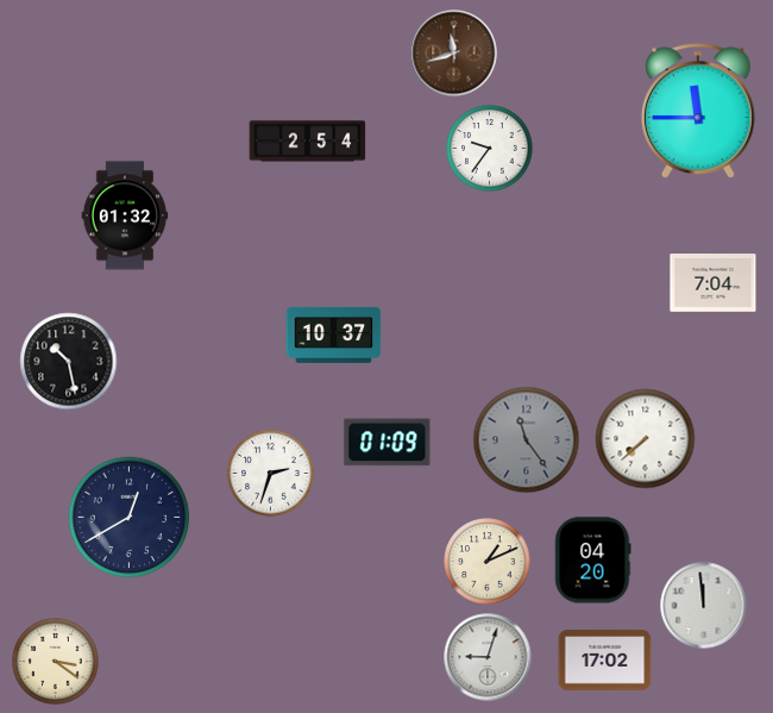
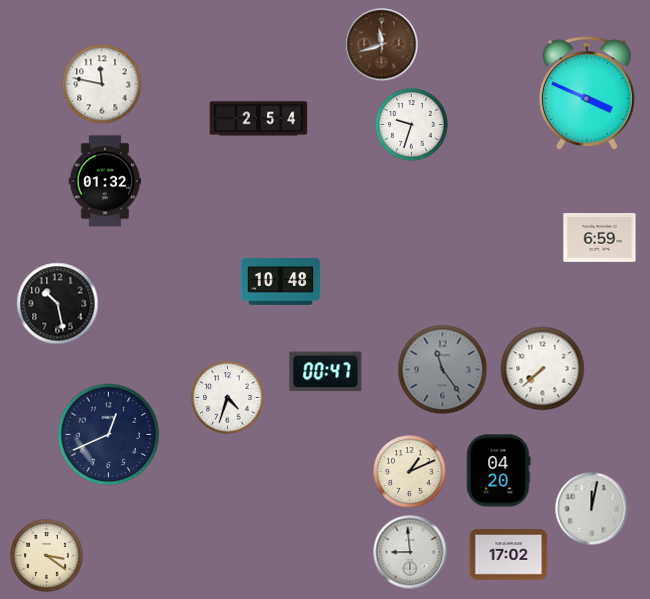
clock at (102, 84): none -> 11:47
clock at (699, 111): 11:45 -> 3:49
clock at (490, 149): 9:36 -> 9:33
clock at (714, 283): 7:04 -> 6:59
clock at (334, 334): 10:37 -> 10:48
clock at (388, 443): 01:09 -> 00:47
clock at (271, 474): 2:33 -> 4:33
clock at (130, 518): 12:40 -> 12:41
clock at (704, 606): 11:59 -> 12:02
clock at (488, 657): 9:03 -> 8:59
